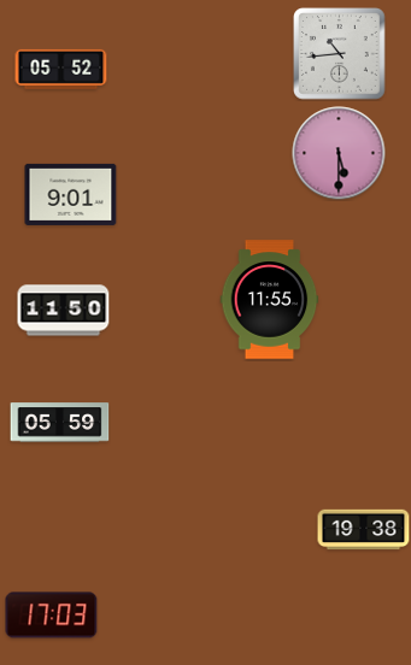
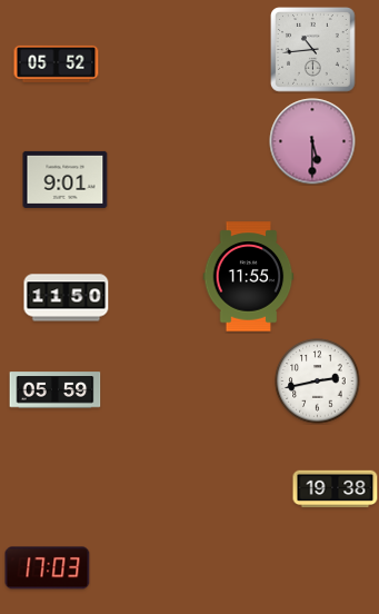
clock at (64, 311) position: (64, 311) -> (67, 298)
clock at (318, 382): none -> 2:43
